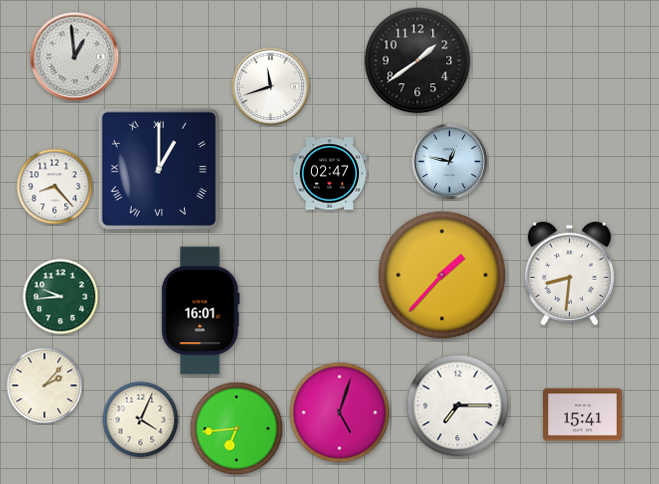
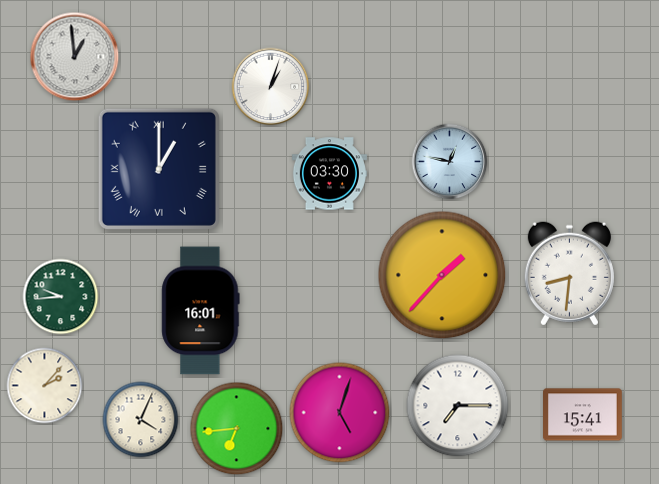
clock at (418, 61): 1:39 -> none
clock at (271, 87): 11:42 -> 1:03
clock at (329, 174): 02:47 -> 03:30
clock at (55, 187): 8:23 -> none
